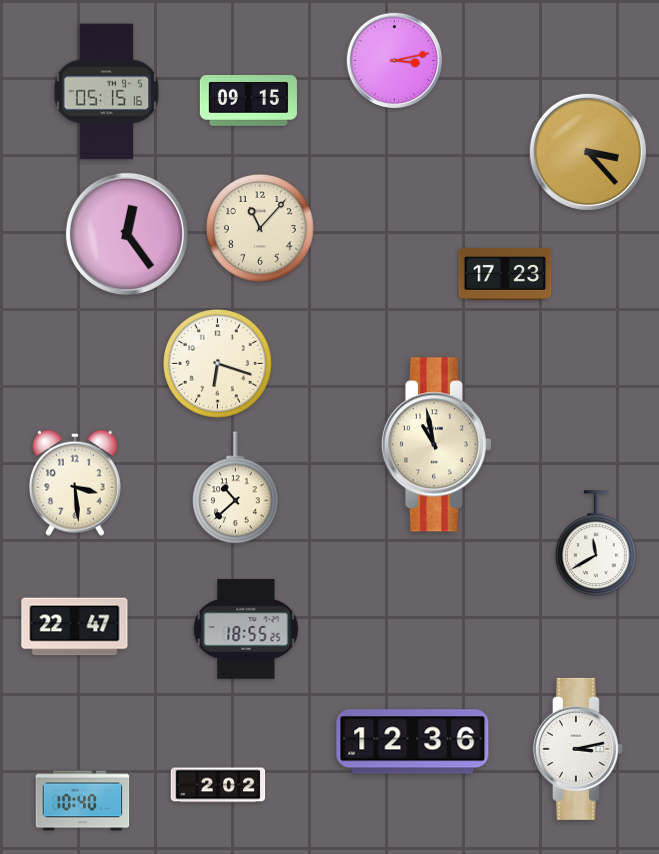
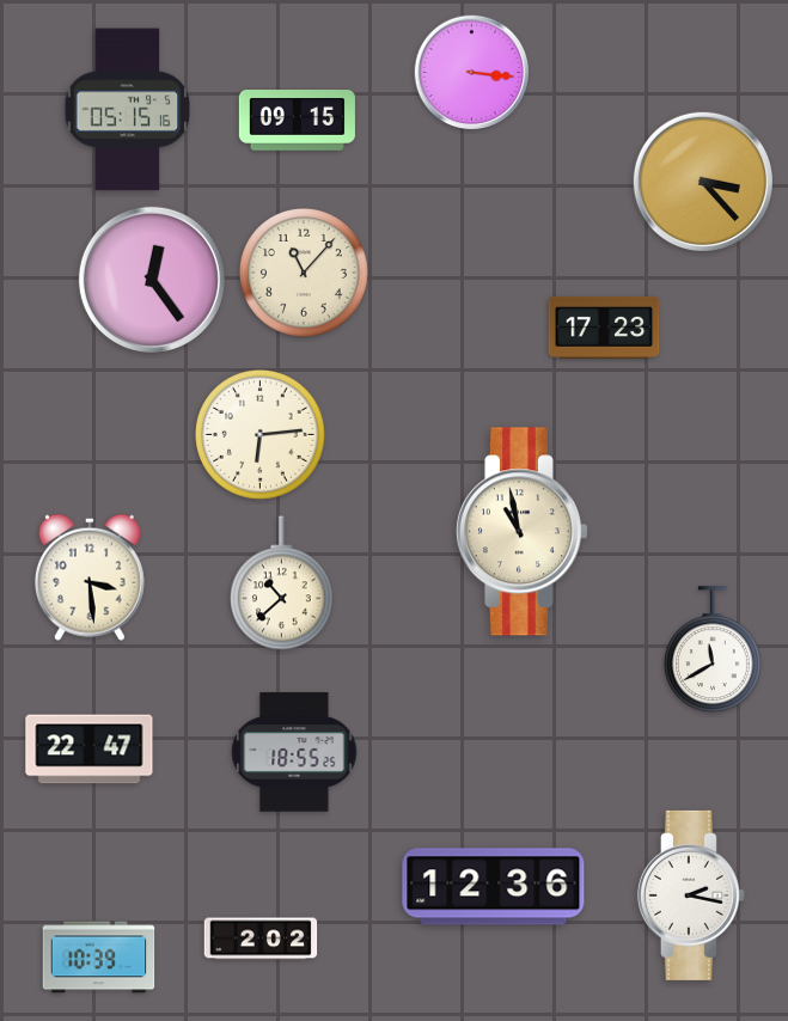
clock at (395, 61): 3:13 -> 3:16
clock at (260, 228) position: (260, 228) -> (304, 273)
clock at (218, 364): 6:18 -> 6:14
clock at (578, 749): 3:13 -> 2:17
clock at (83, 801): 10:40 -> 10:39
